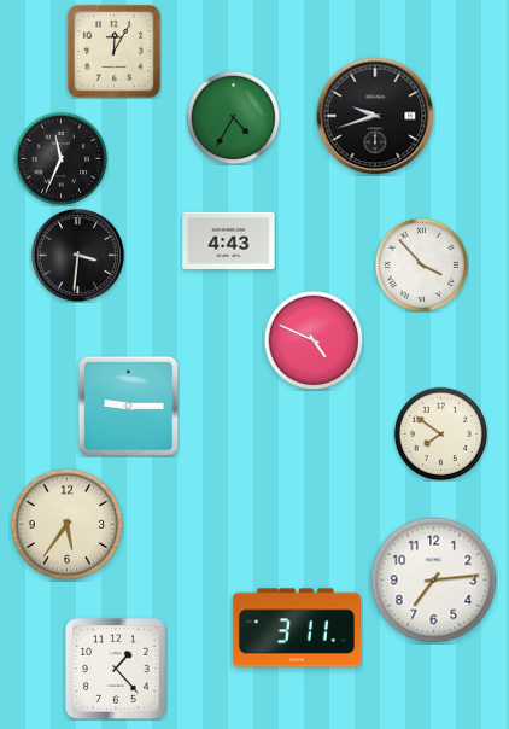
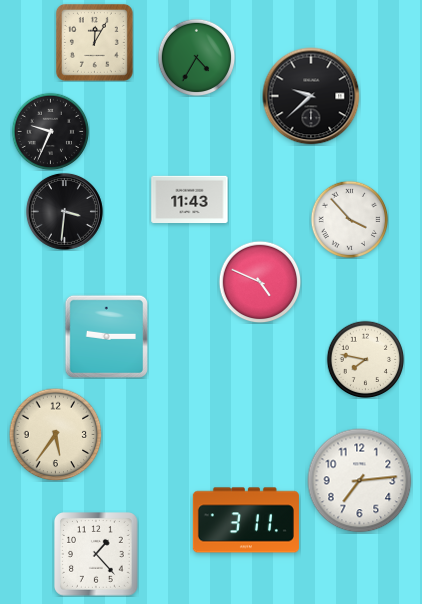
clock at (375, 116): 9:42 -> 9:38
clock at (233, 117) position: (233, 117) -> (196, 57)
clock at (60, 158): 11:34 -> 9:34
clock at (229, 241): 4:43 -> 11:43
clock at (440, 433): 7:51 -> 7:47
